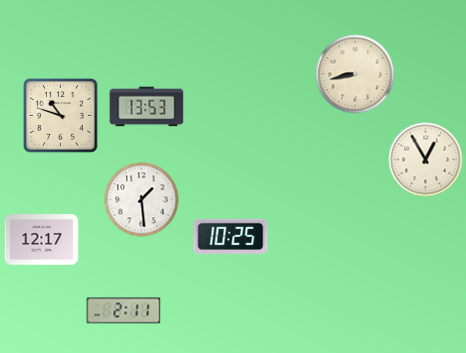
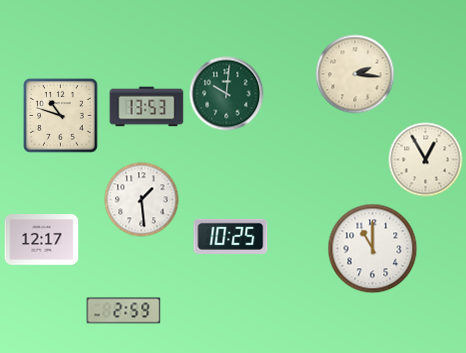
clock at (355, 74): 8:43 -> 2:16
clock at (227, 94): none -> 10:01
clock at (373, 249): none -> 11:00
clock at (124, 311): 2:11 -> 2:59
